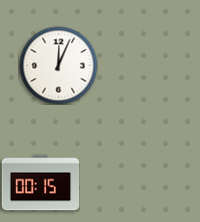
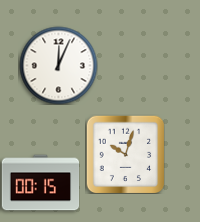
clock at (125, 154): none -> 10:03
